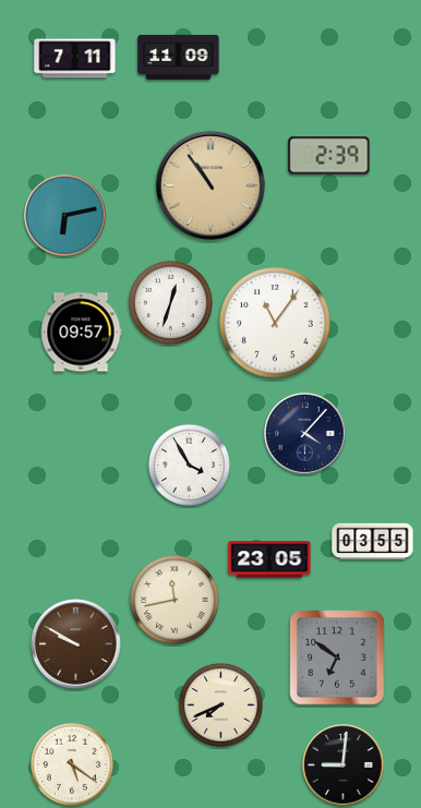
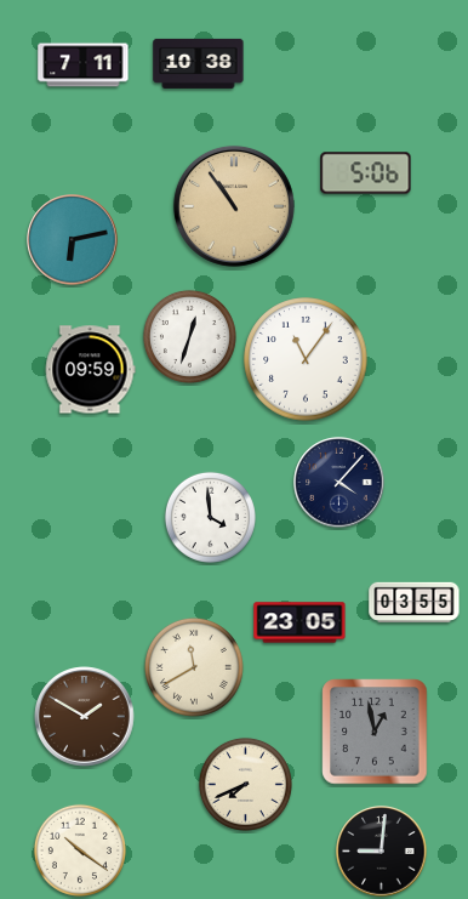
clock at (179, 57): 11:09 -> 10:38
clock at (329, 156): 2:39 -> 5:06
clock at (81, 333): 09:57 -> 09:59
clock at (189, 465): 3:55 -> 3:59
clock at (175, 600): 11:43 -> 11:40
clock at (76, 644): 9:50 -> 1:50
clock at (337, 658): 6:51 -> 12:58
clock at (72, 764): 5:21 -> 10:21
